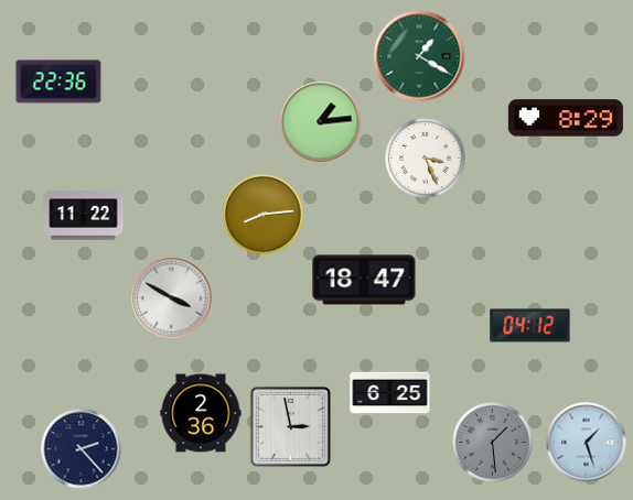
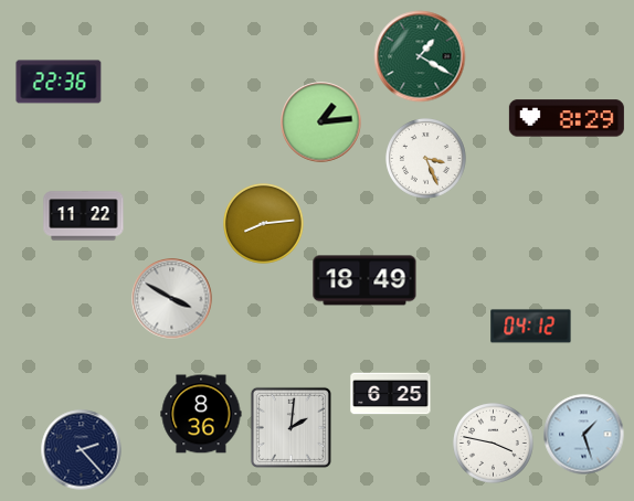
clock at (264, 215) position: (264, 215) -> (264, 224)
clock at (364, 280): 18:47 -> 18:49
clock at (201, 413): 2:36 -> 8:36
clock at (290, 426): 2:58 -> 2:01
clock at (493, 443): 1:29 -> 3:47
clock at (493, 443) dial: grey -> white
clock at (587, 443) position: (587, 443) -> (584, 435)
